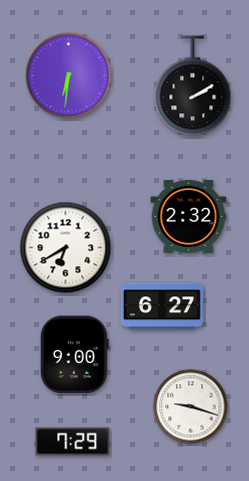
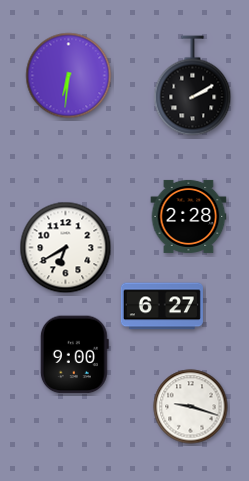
clock at (189, 216): 2:32 -> 2:28
clock at (73, 442): 7:29 -> none
